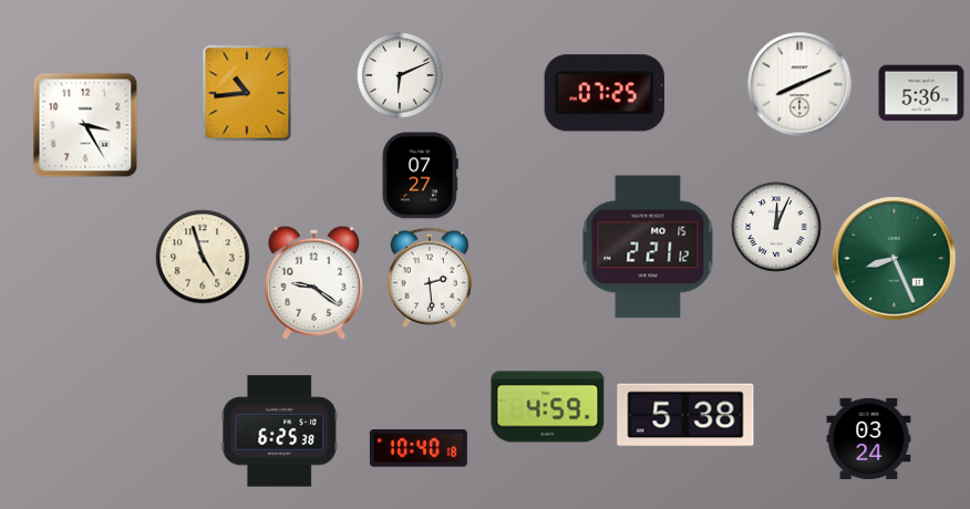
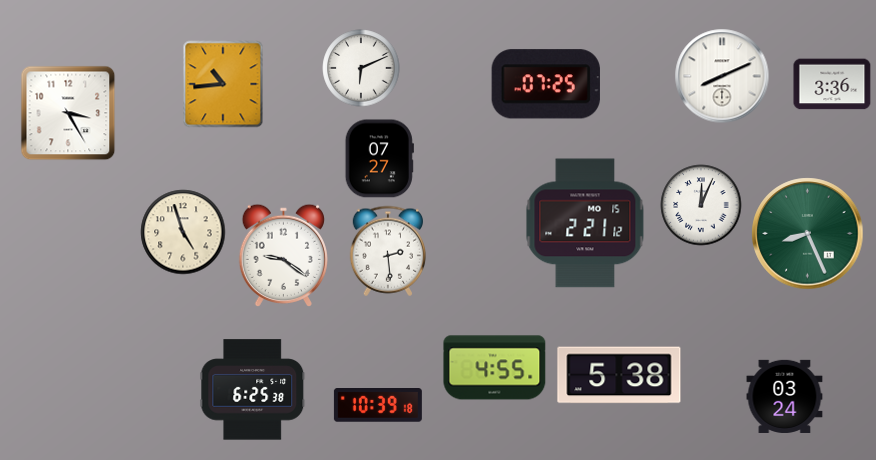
clock at (921, 93): 5:36 -> 3:36
clock at (85, 125) position: (85, 125) -> (68, 113)
clock at (548, 407): 4:59 -> 4:55
clock at (419, 449): 10:40 -> 10:39
